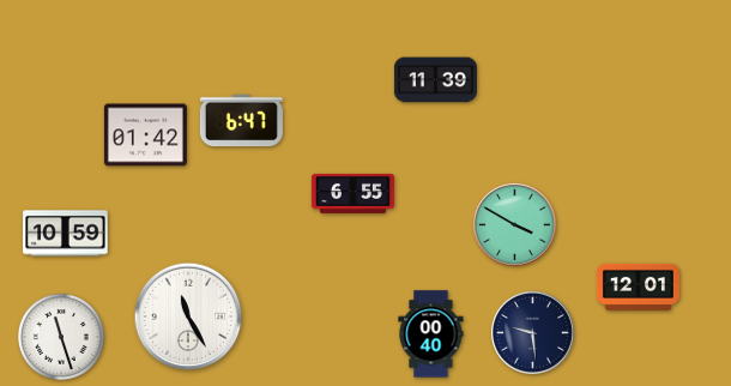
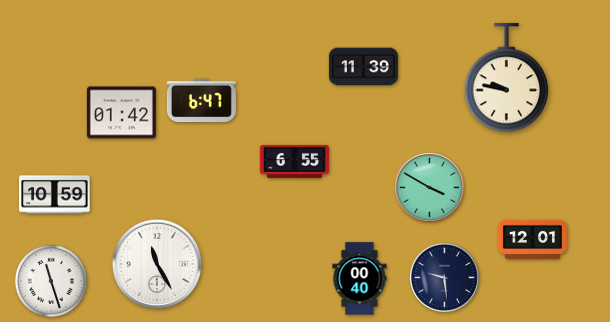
clock at (507, 78): none -> 9:47
